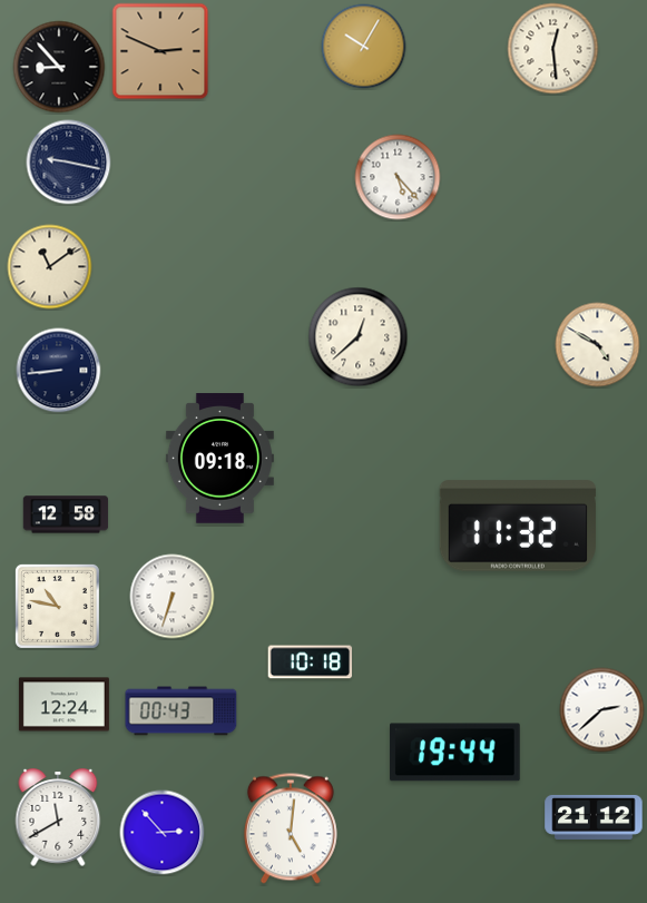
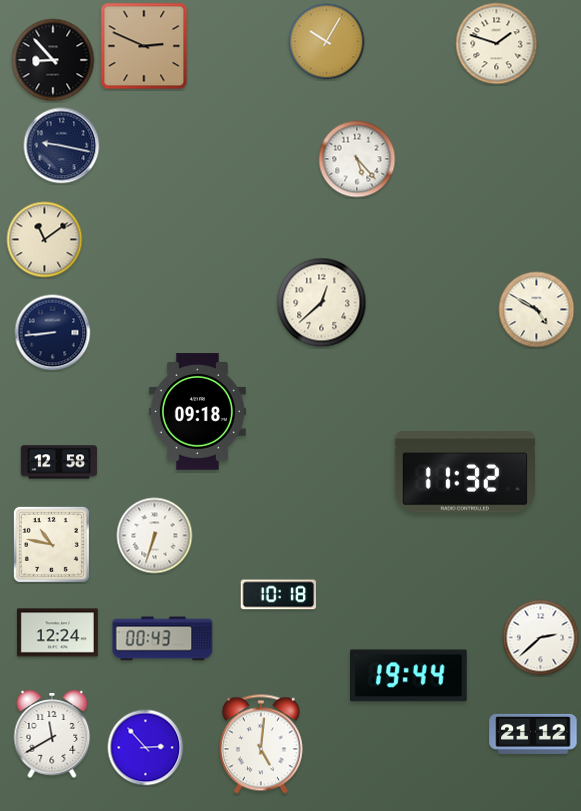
clock at (553, 49): 12:29 -> 1:48
